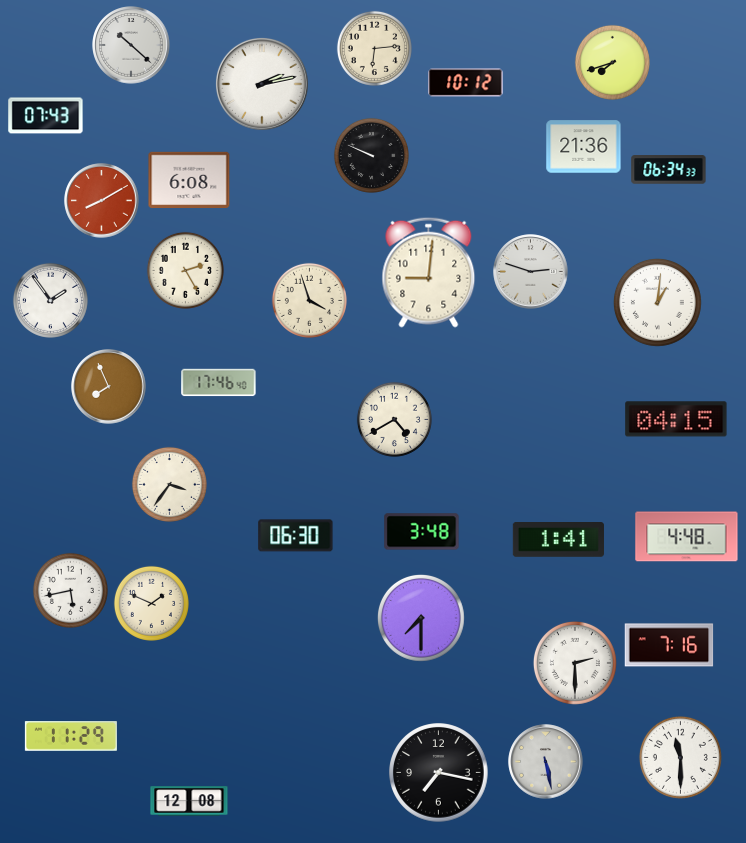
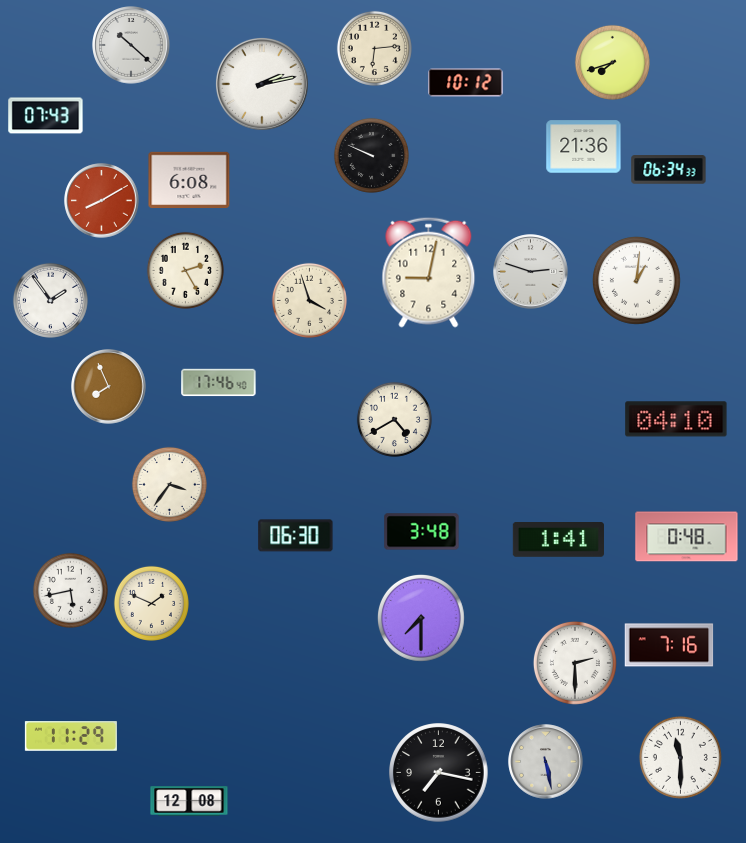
clock at (429, 272): 9:01 -> 9:02
clock at (657, 302) position: (657, 302) -> (636, 280)
clock at (676, 419): 04:15 -> 04:10
clock at (687, 537): 4:48 -> 0:48
